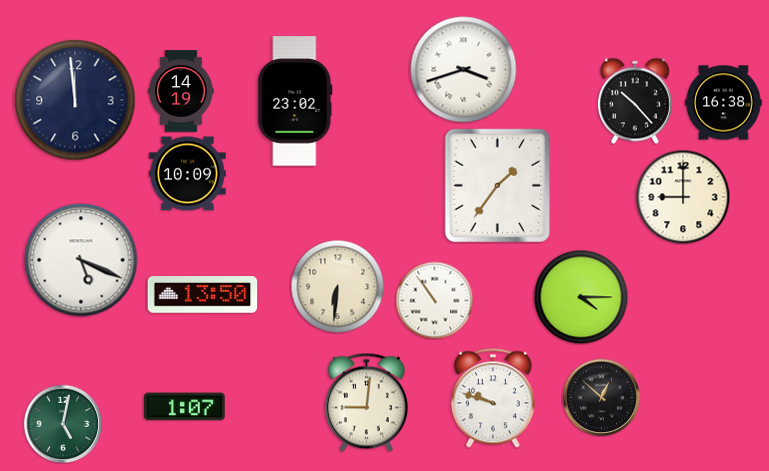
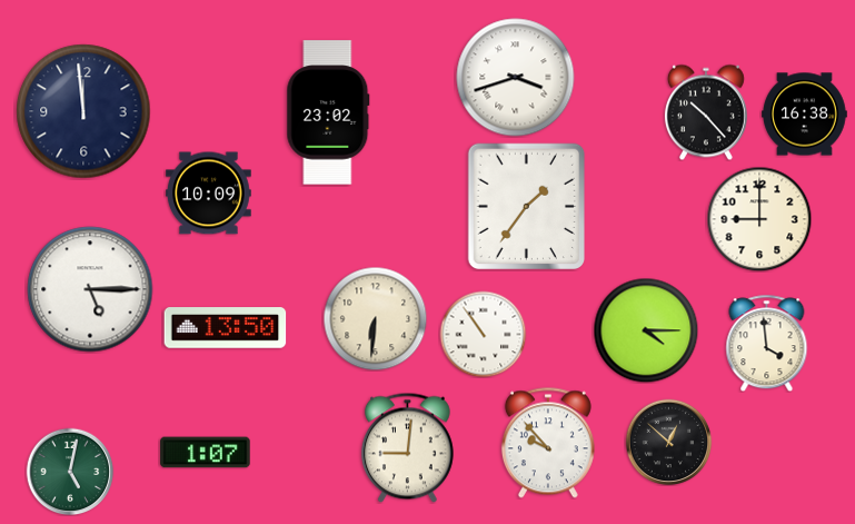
clock at (181, 91): 14:19 -> none
clock at (497, 186) position: (497, 186) -> (526, 207)
clock at (81, 260): 5:19 -> 5:15
clock at (767, 343): none -> 3:59
clock at (493, 398): 9:48 -> 9:53
